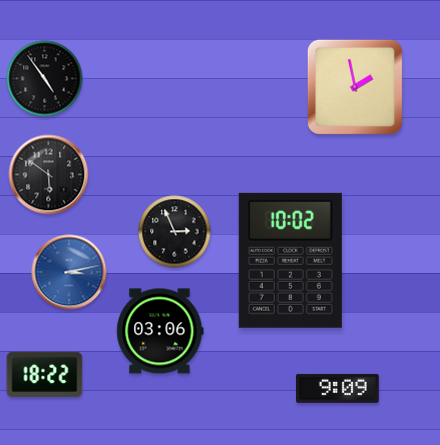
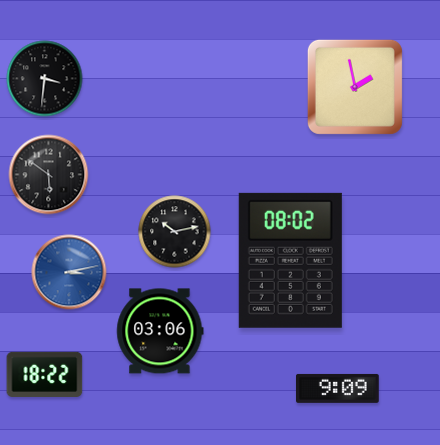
clock at (45, 79): 4:54 -> 3:31
clock at (175, 232): 2:56 -> 10:13
clock at (290, 260): 10:02 -> 08:02
